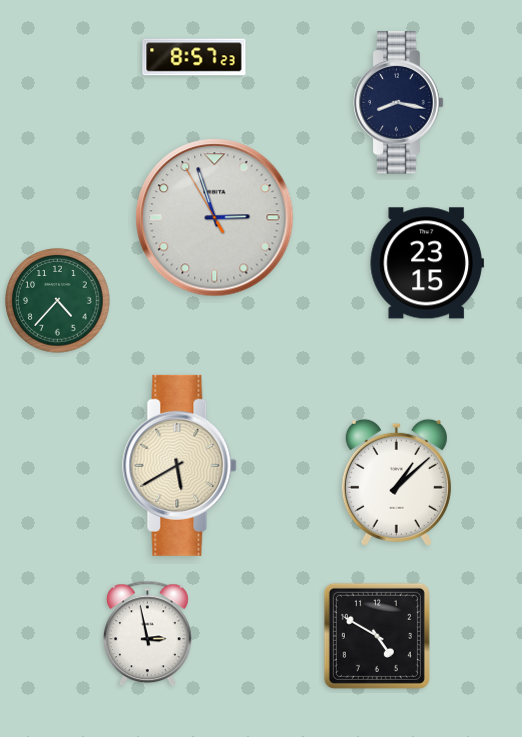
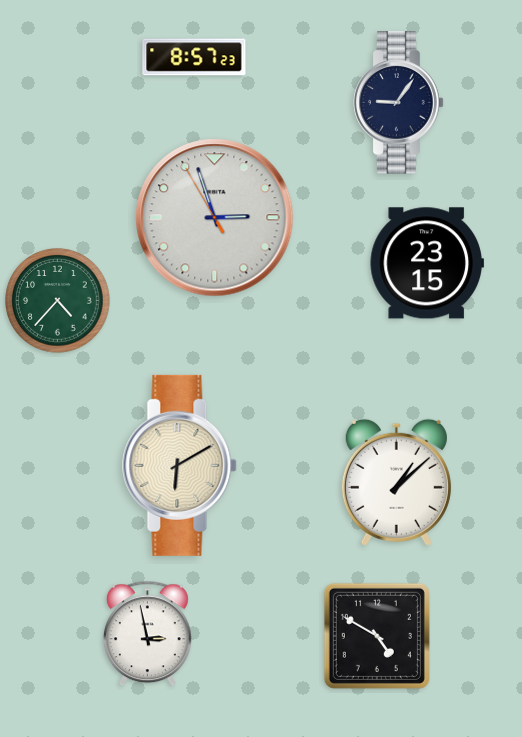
clock at (399, 103): 8:17 -> 9:06
clock at (180, 465): 5:40 -> 6:10
